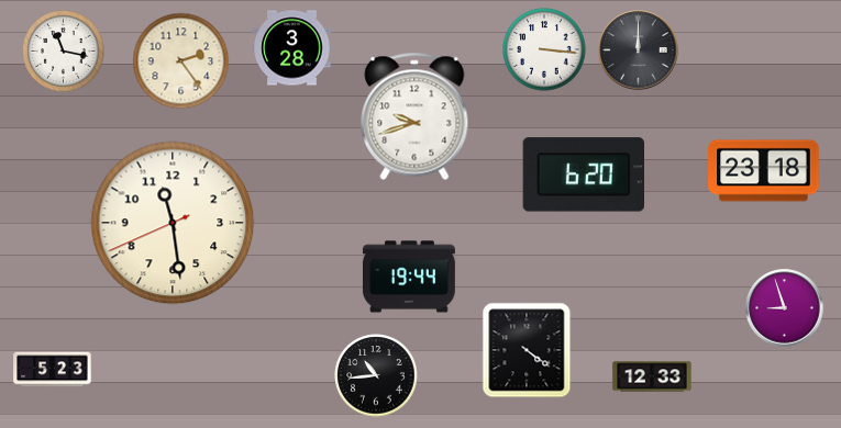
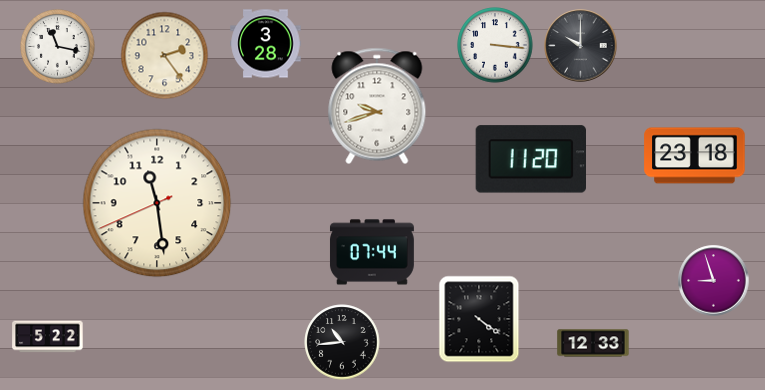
clock at (639, 50): 12:00 -> 10:00
clock at (583, 174): 6:20 -> 11:20
clock at (409, 277): 19:44 -> 07:44
clock at (53, 370): 5:23 -> 5:22
